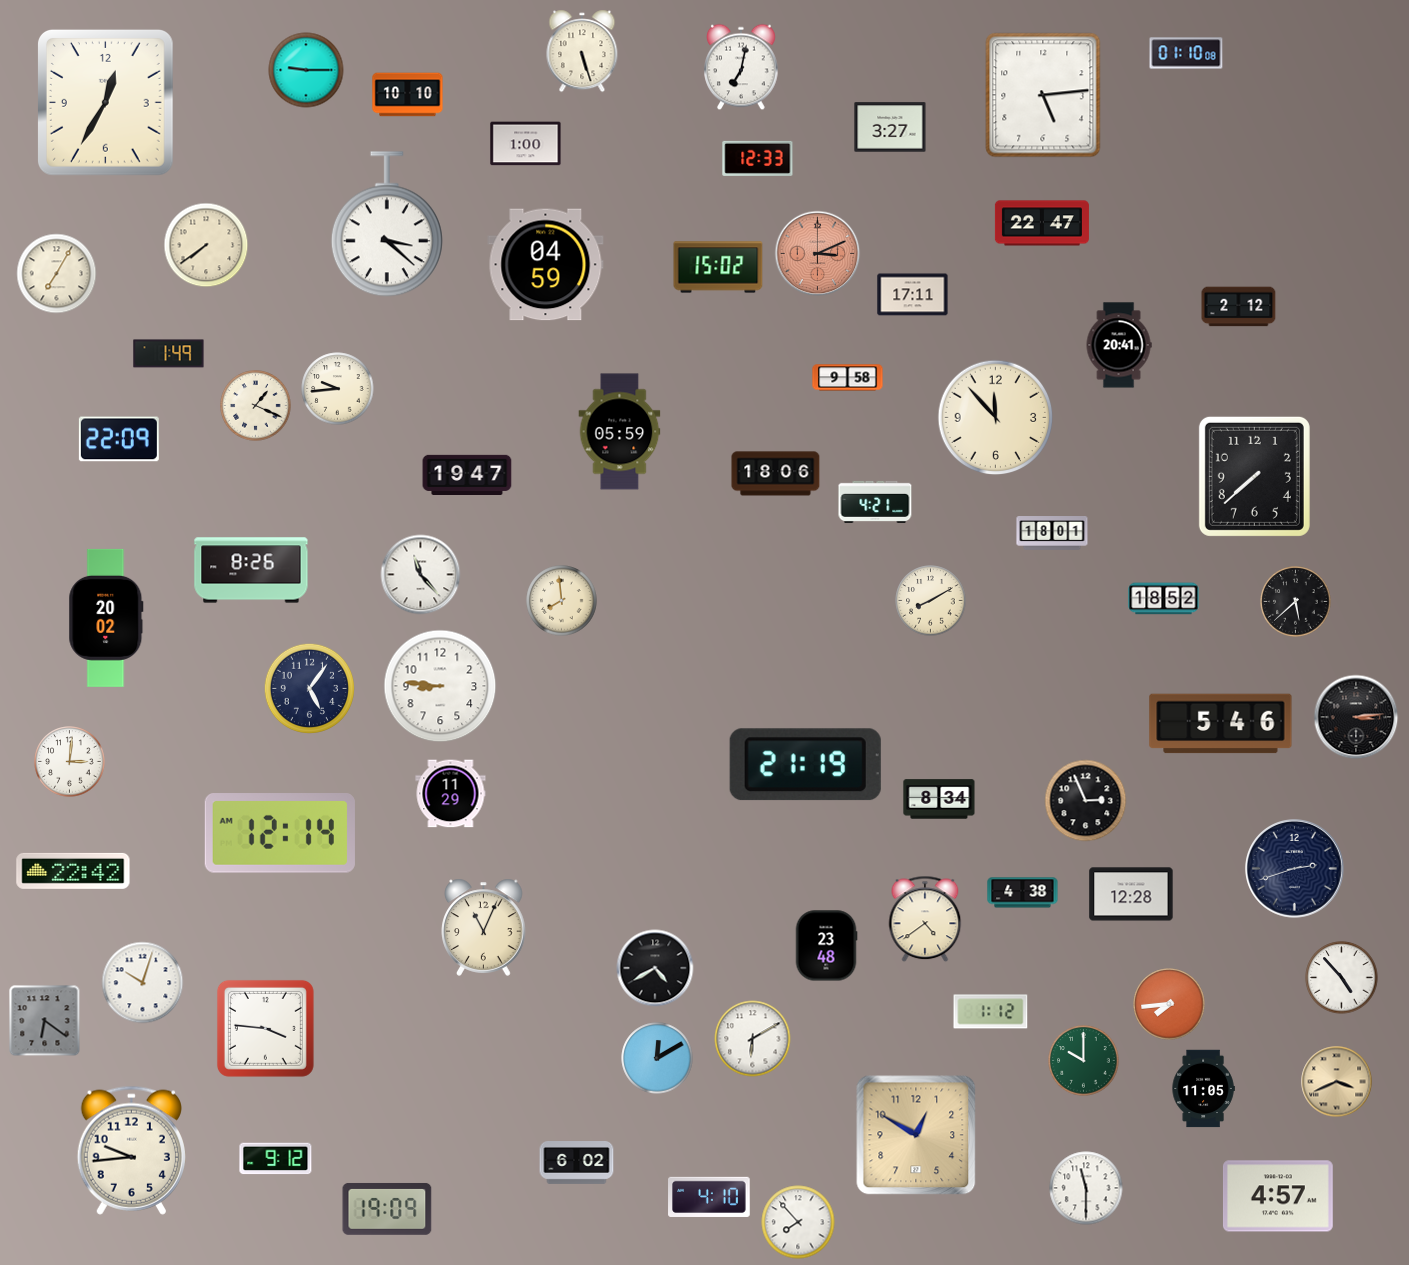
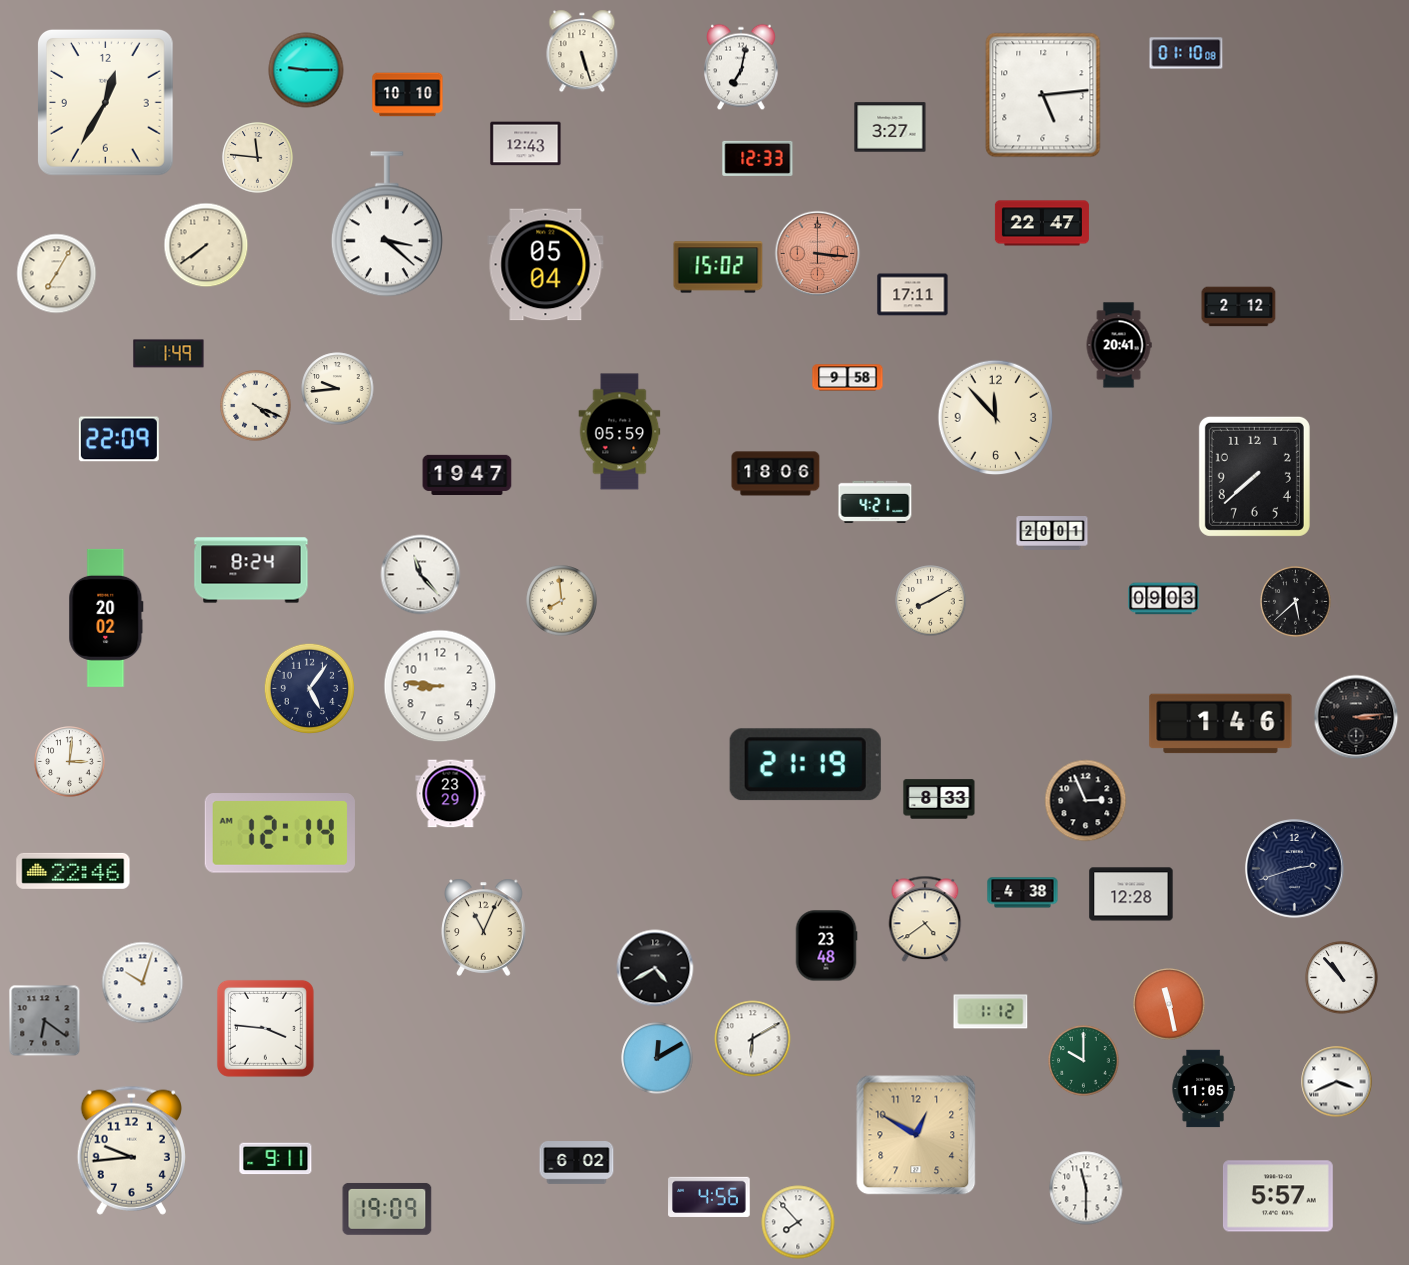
clock at (526, 144): 1:00 -> 12:43
clock at (258, 158): none -> 11:46
clock at (818, 254): 3:11 -> 3:16
clock at (546, 265): 04:59 -> 05:04
clock at (256, 406): 1:19 -> 4:19
clock at (1052, 534): 18:01 -> 20:01
clock at (251, 570): 8:26 -> 8:24
clock at (1164, 599): 18:52 -> 09:03
clock at (1221, 724): 5:46 -> 1:46
clock at (451, 794): 11:29 -> 23:29
clock at (939, 799): 8:34 -> 8:33
clock at (73, 871): 22:42 -> 22:46
clock at (1342, 978): 4:53 -> 10:53
clock at (1169, 1004): 7:44 -> 11:28
clock at (1337, 1082) dial: champagne -> white
clock at (276, 1159): 9:12 -> 9:11
clock at (1278, 1196): 4:57 -> 5:57
clock at (709, 1197): 4:10 -> 4:56
